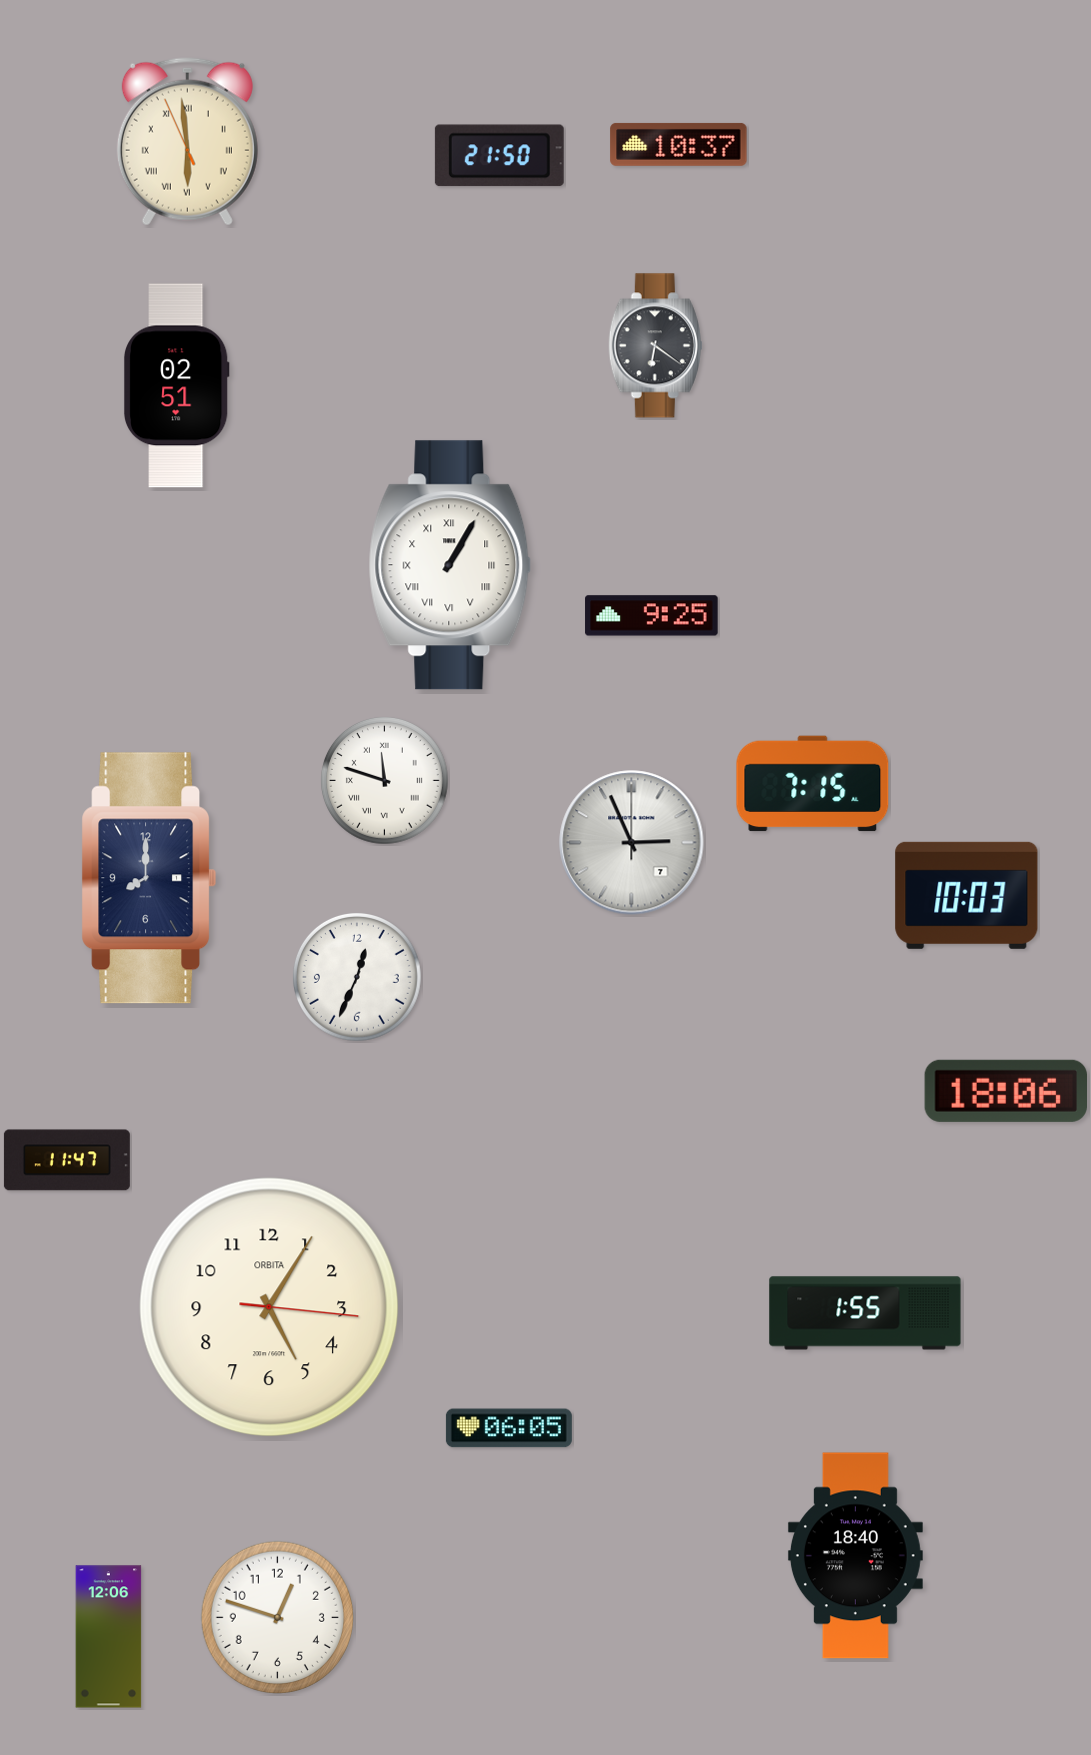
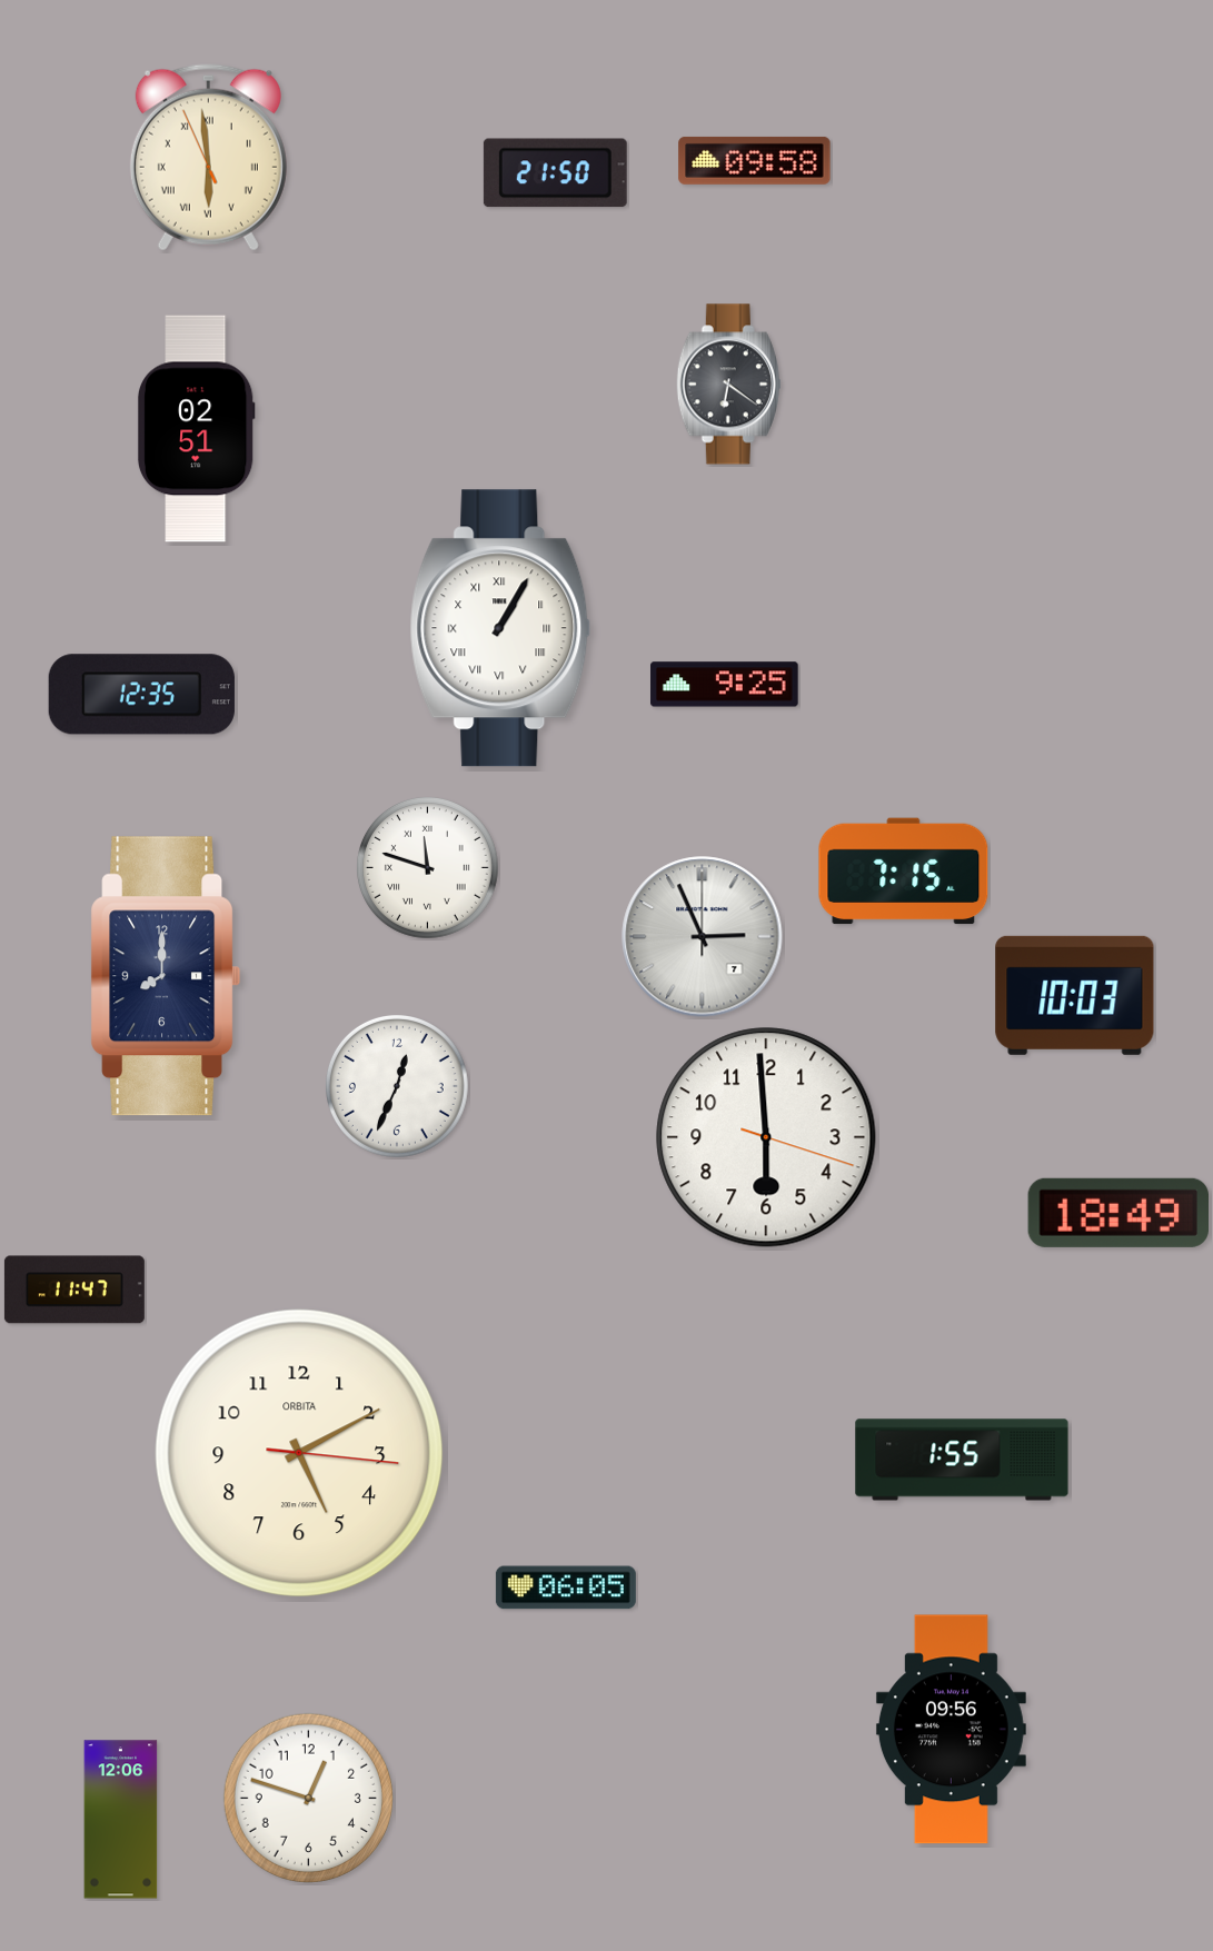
clock at (679, 144): 10:37 -> 09:58
clock at (141, 695): none -> 12:35
clock at (766, 1137): none -> 5:59
clock at (1006, 1091): 18:06 -> 18:49
clock at (269, 1307): 5:05 -> 5:10
clock at (855, 1556): 18:40 -> 09:56
